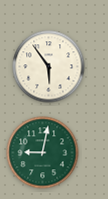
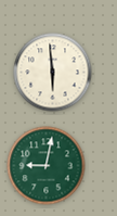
clock at (49, 67): 5:54 -> 5:59
